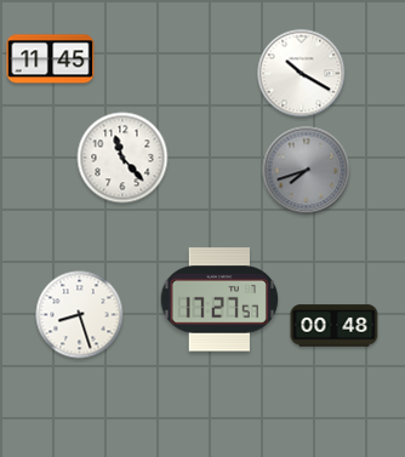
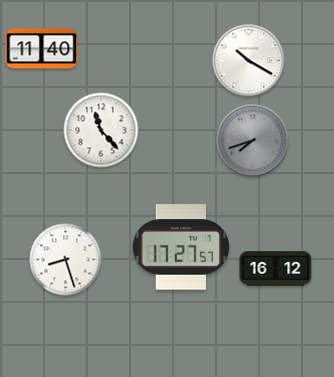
clock at (51, 59): 11:45 -> 11:40
clock at (335, 326): 00:48 -> 16:12
